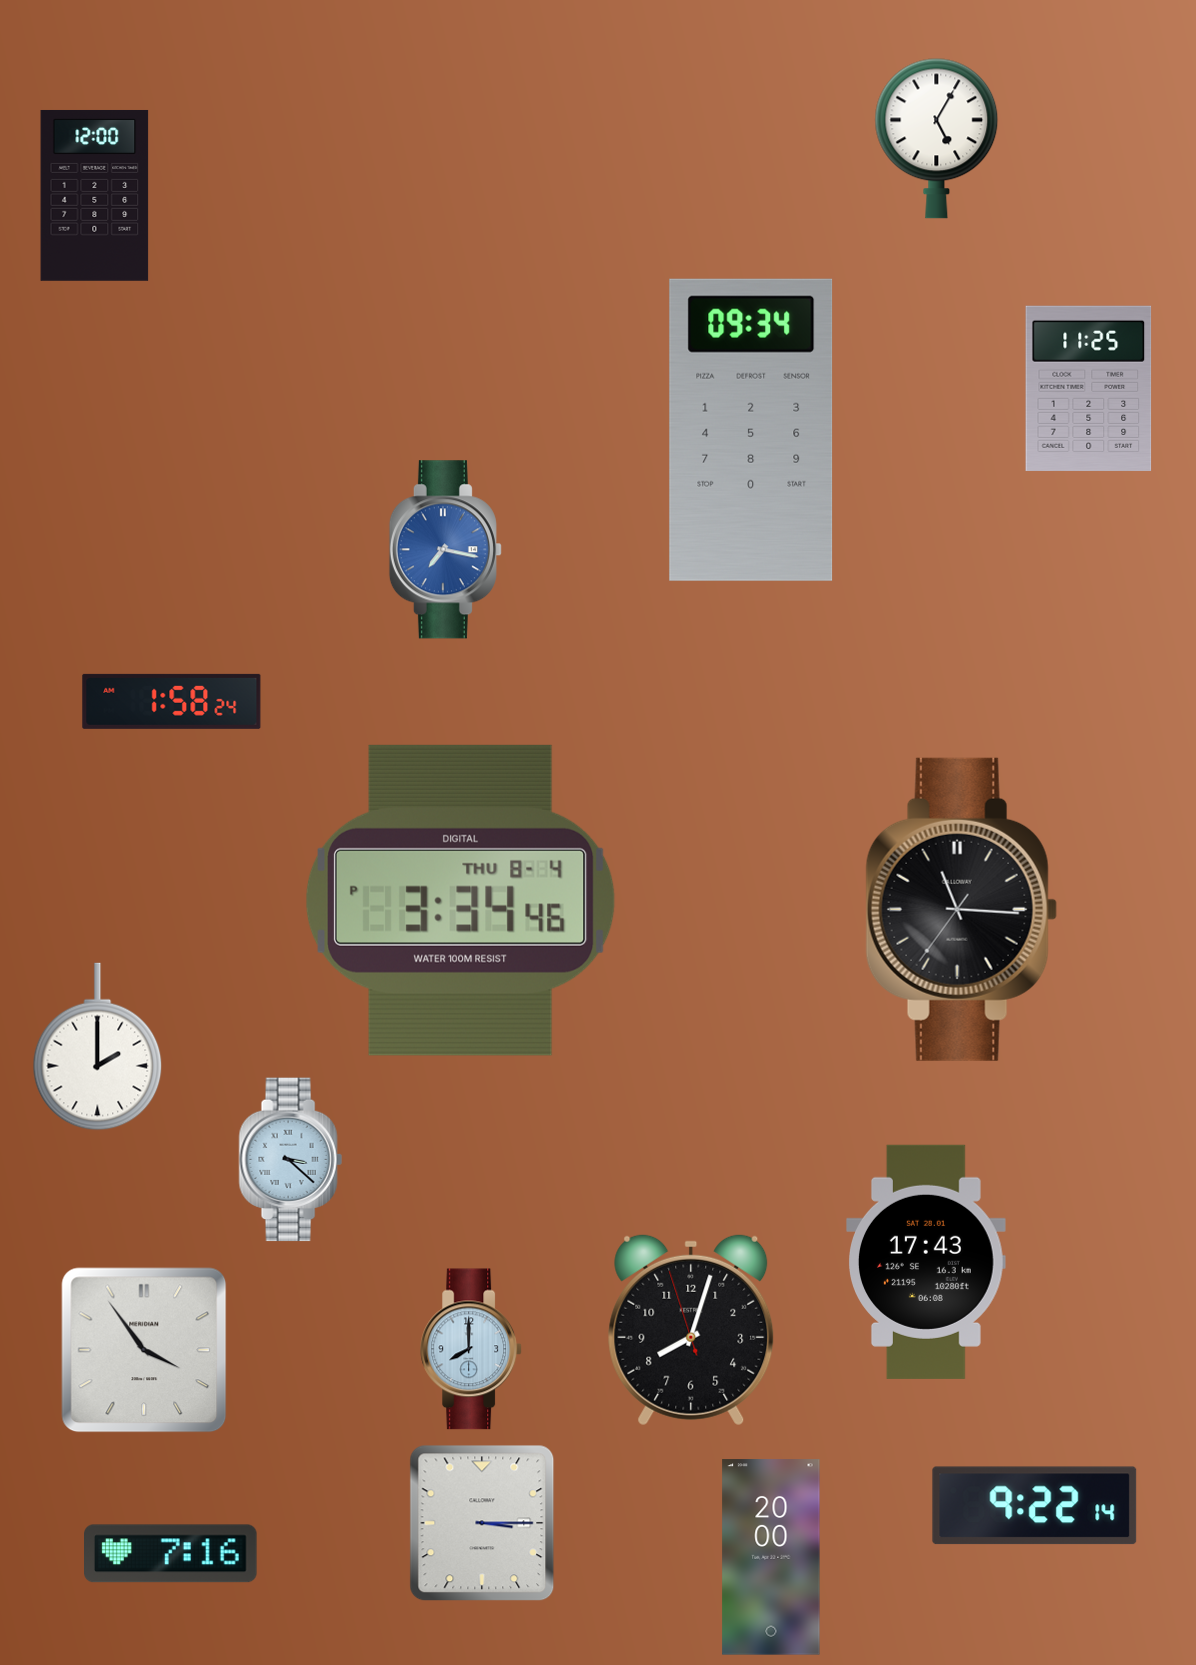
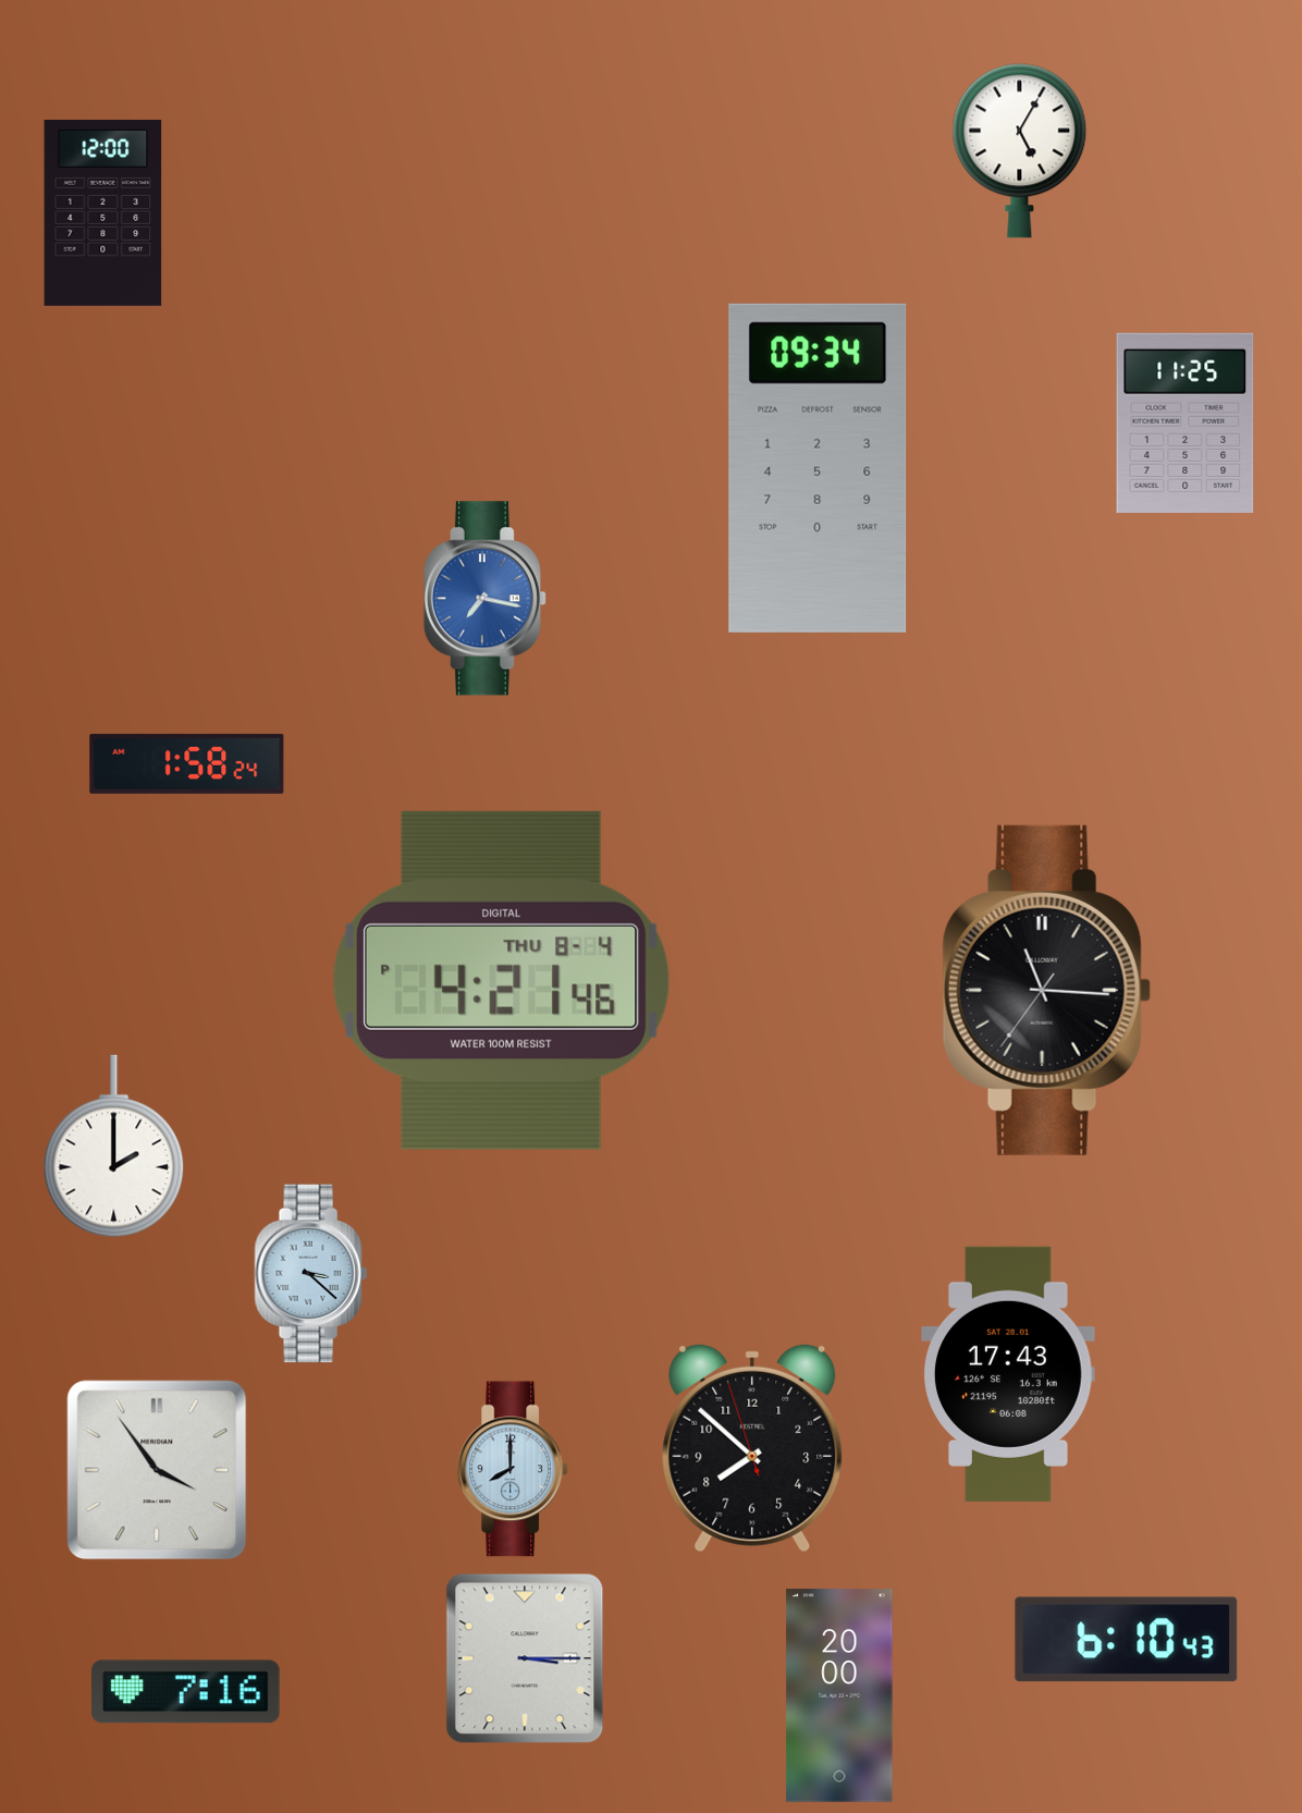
clock at (461, 900): 3:34 -> 4:21
clock at (98, 1047) position: (98, 1047) -> (114, 1147)
clock at (290, 1160) position: (290, 1160) -> (310, 1274)
clock at (691, 1330): 8:02 -> 7:51
clock at (1035, 1506): 9:22 -> 6:10
